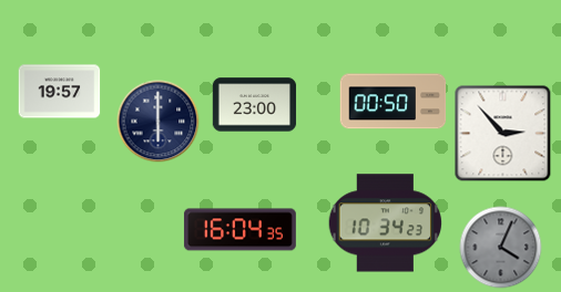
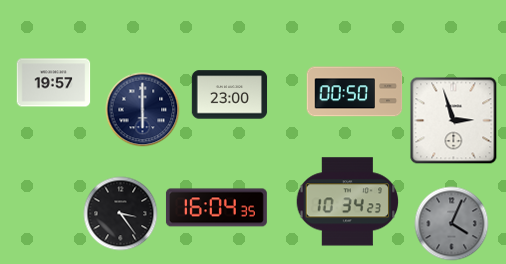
clock at (503, 134): 2:53 -> 2:57
clock at (121, 214): none -> 3:24
